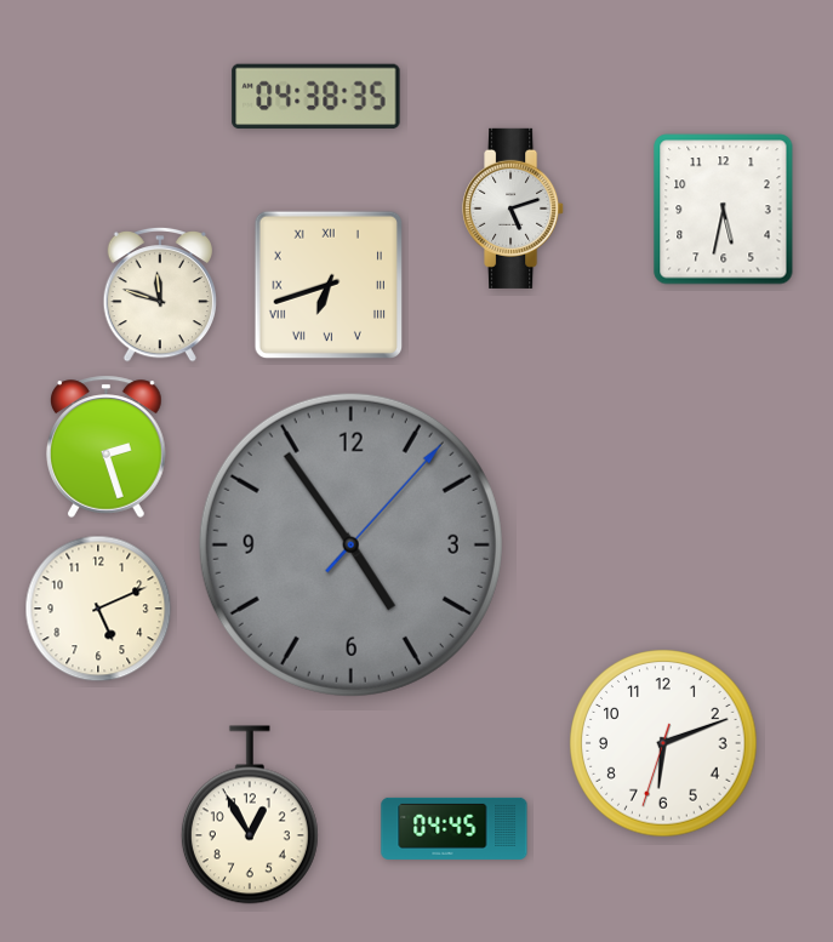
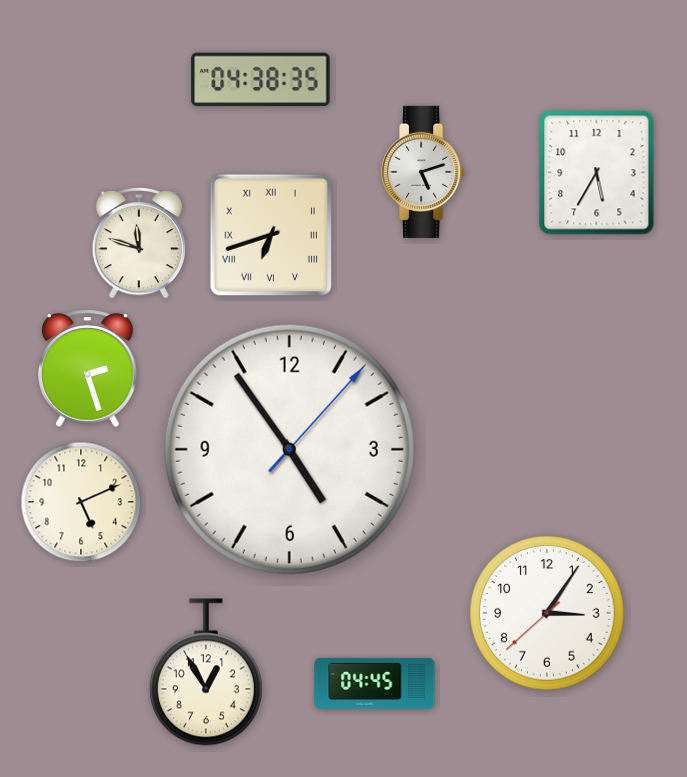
clock at (724, 210): 5:32 -> 5:35
clock at (159, 295) position: (159, 295) -> (138, 243)
clock at (350, 544) dial: grey -> white
clock at (663, 743): 6:11 -> 3:05
